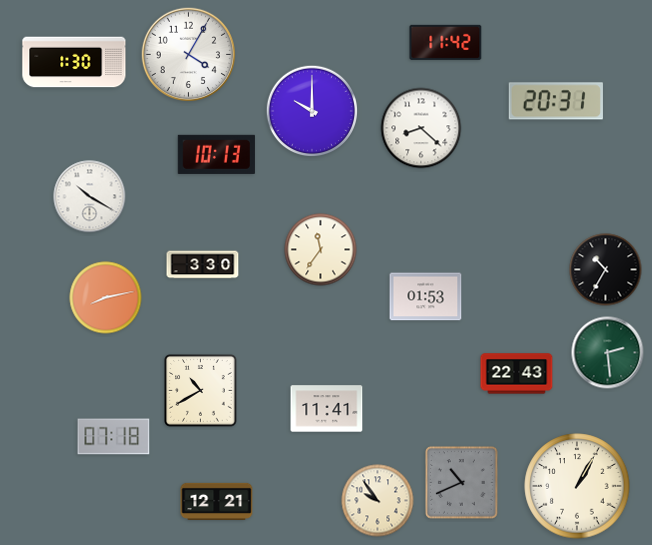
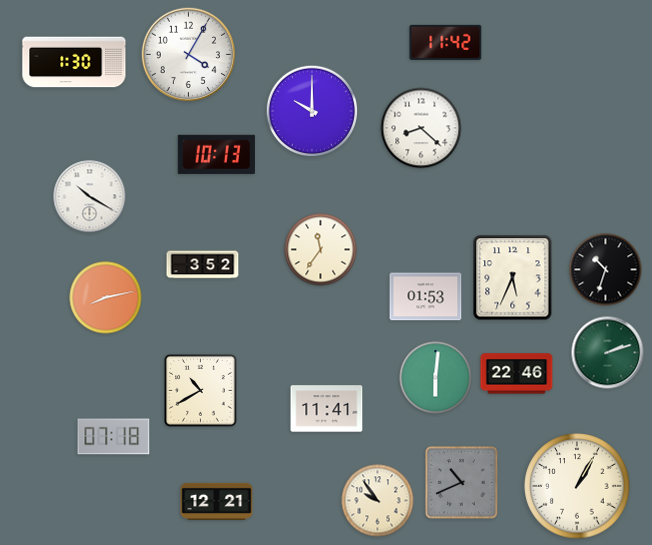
clock at (556, 101): 20:31 -> none
clock at (203, 265): 3:30 -> 3:52
clock at (606, 270): 10:35 -> 10:33
clock at (513, 278): none -> 5:34
clock at (608, 353): 2:29 -> 2:12
clock at (517, 374): 22:43 -> 22:46
clock at (436, 378): none -> 6:01
